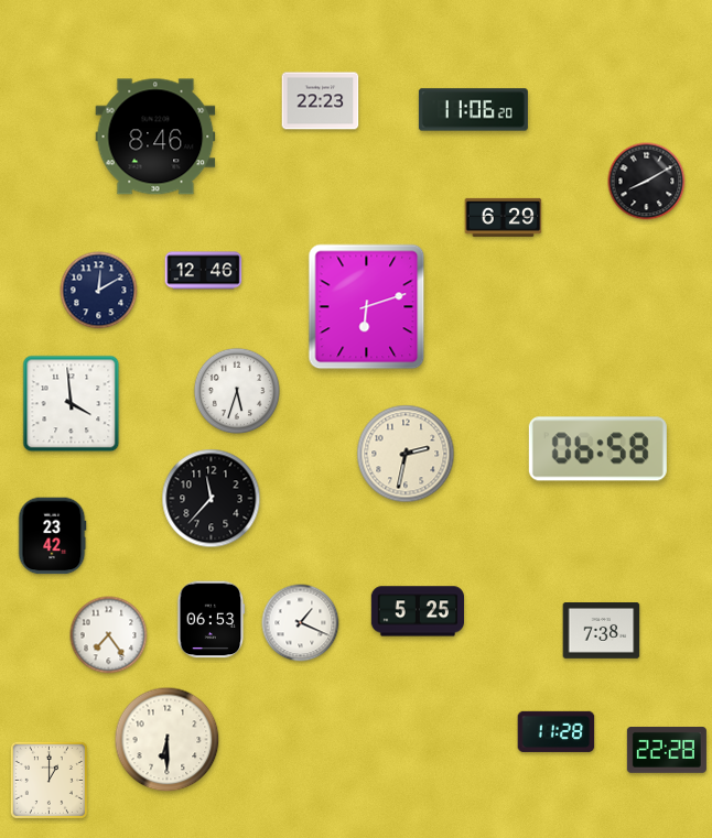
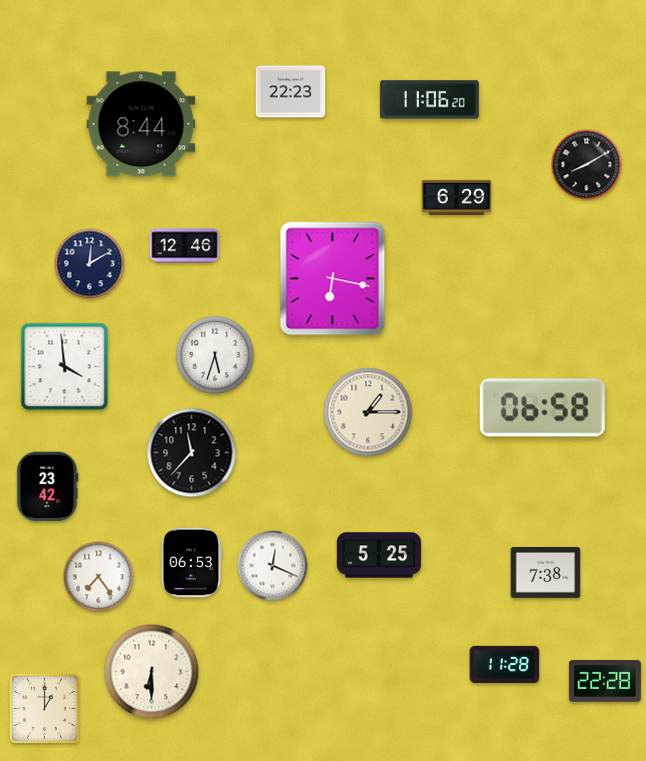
clock at (155, 137): 8:46 -> 8:44
clock at (367, 307): 6:12 -> 6:17
clock at (406, 454): 2:32 -> 1:15
clock at (301, 623): 1:19 -> 12:19
